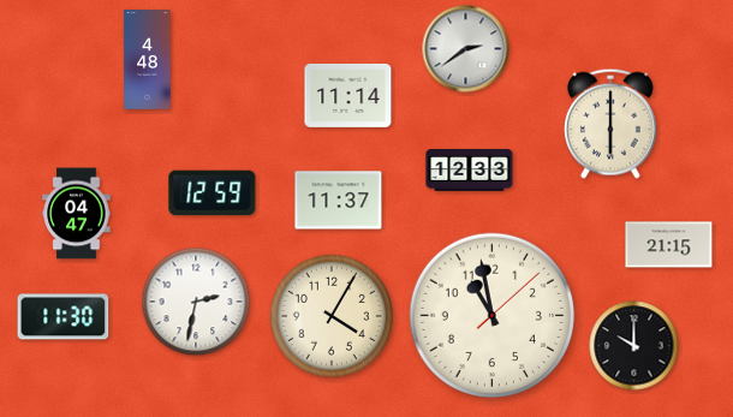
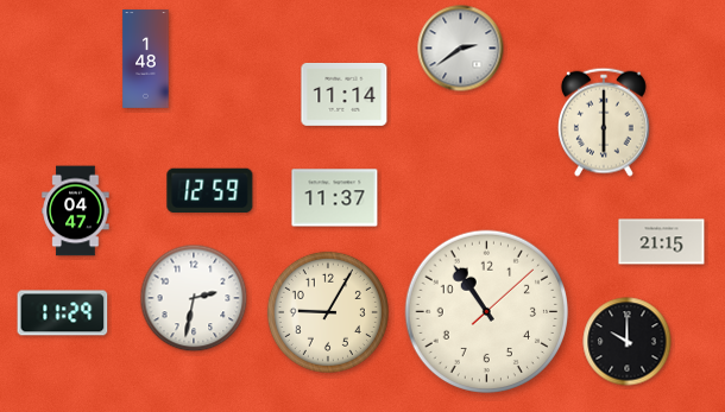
clock at (148, 60): 4:48 -> 1:48
clock at (470, 169): 12:33 -> none
clock at (332, 316): 4:05 -> 9:05
clock at (493, 316): 10:58 -> 10:54
clock at (64, 317): 11:30 -> 11:29
